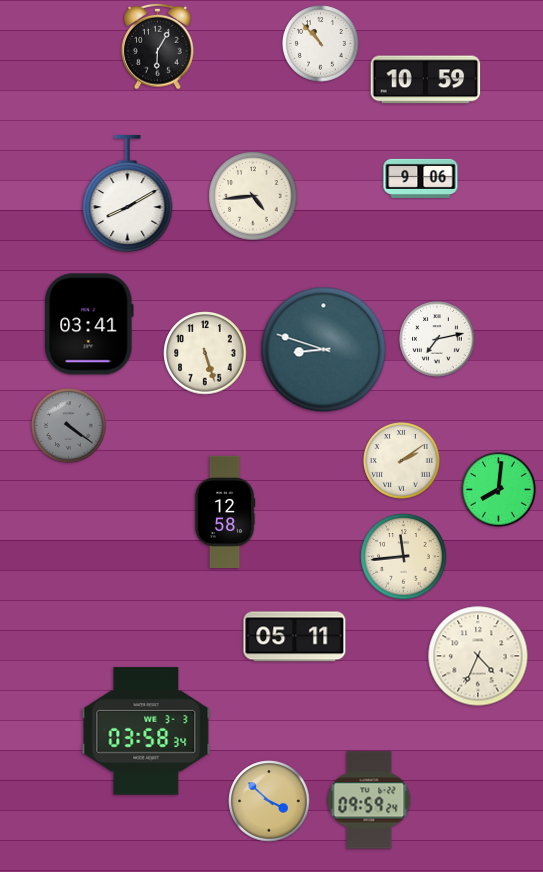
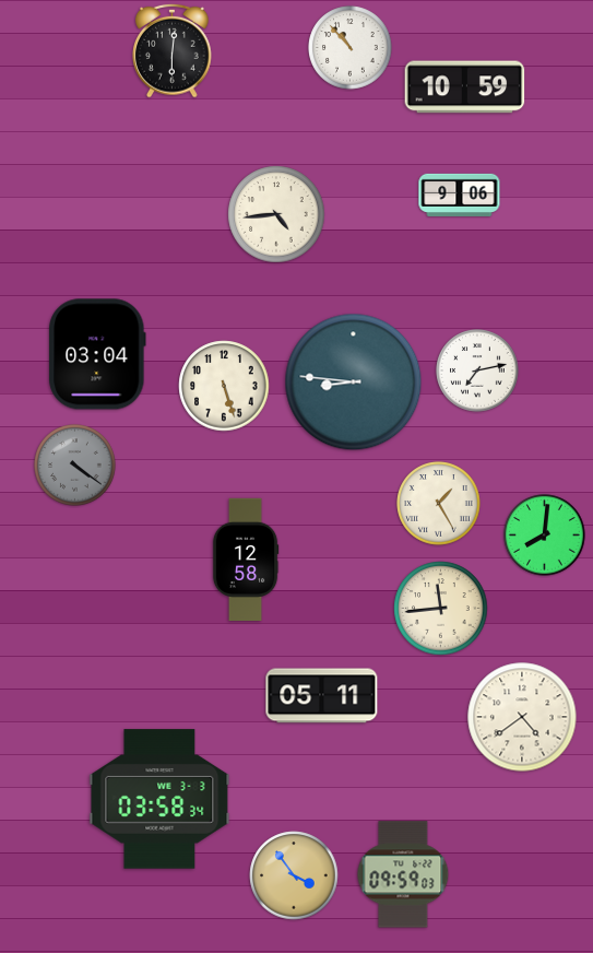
clock at (158, 46): 6:05 -> 6:01
clock at (128, 194): 8:10 -> none
clock at (89, 324): 03:41 -> 03:04
clock at (324, 350): 8:48 -> 8:46
clock at (402, 461): 2:09 -> 1:25
clock at (478, 656): 4:34 -> 4:39
clock at (369, 800): 09:59:24 -> 09:59:03
clock at (269, 801): 3:52 -> 3:54
